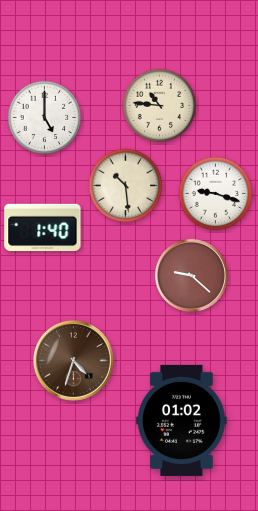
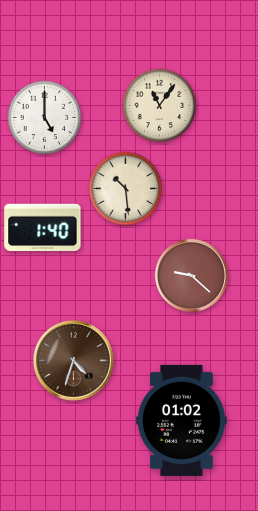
clock at (160, 106): 10:46 -> 11:06
clock at (126, 186) position: (126, 186) -> (126, 189)
clock at (216, 194): 9:18 -> none
